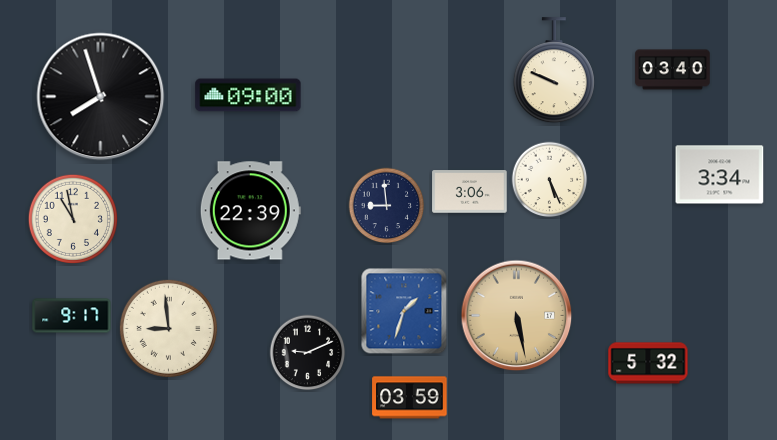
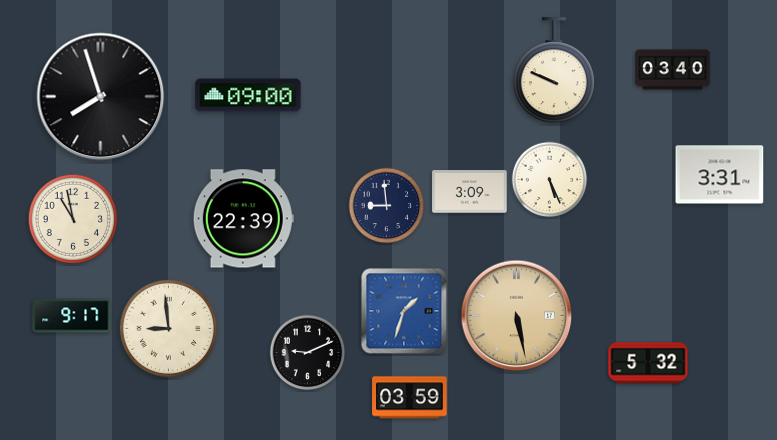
clock at (720, 175): 3:34 -> 3:31
clock at (470, 192): 3:06 -> 3:09
clock at (250, 211) position: (250, 211) -> (243, 219)
